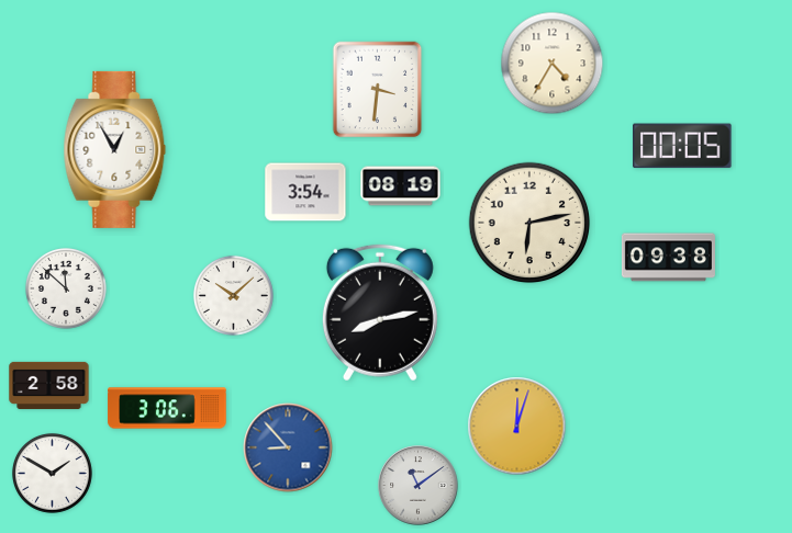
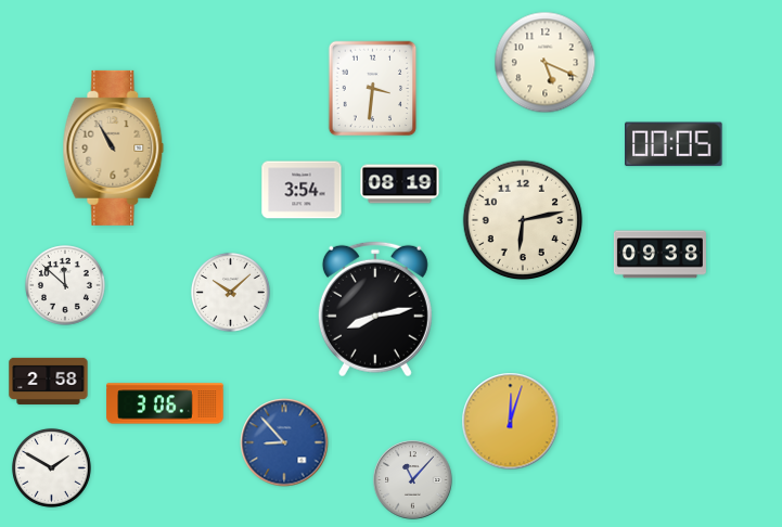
clock at (553, 64): 4:35 -> 5:19
clock at (115, 149): 12:55 -> 10:55
clock at (115, 149) dial: white -> champagne
clock at (401, 186) position: (401, 186) -> (400, 184)
clock at (419, 486): 11:09 -> 11:07
